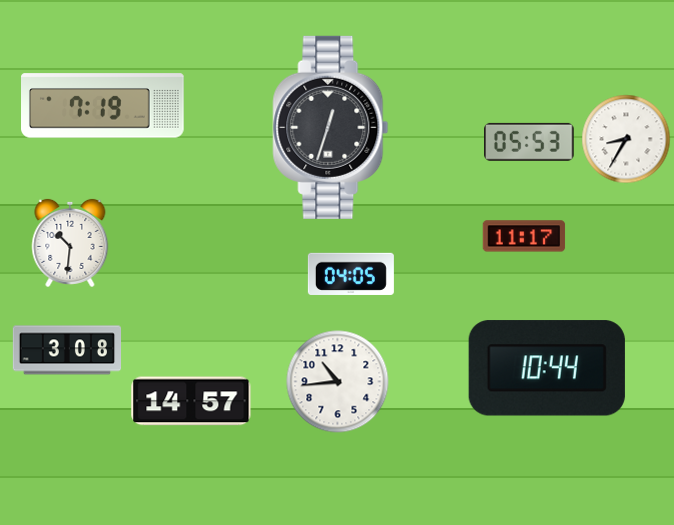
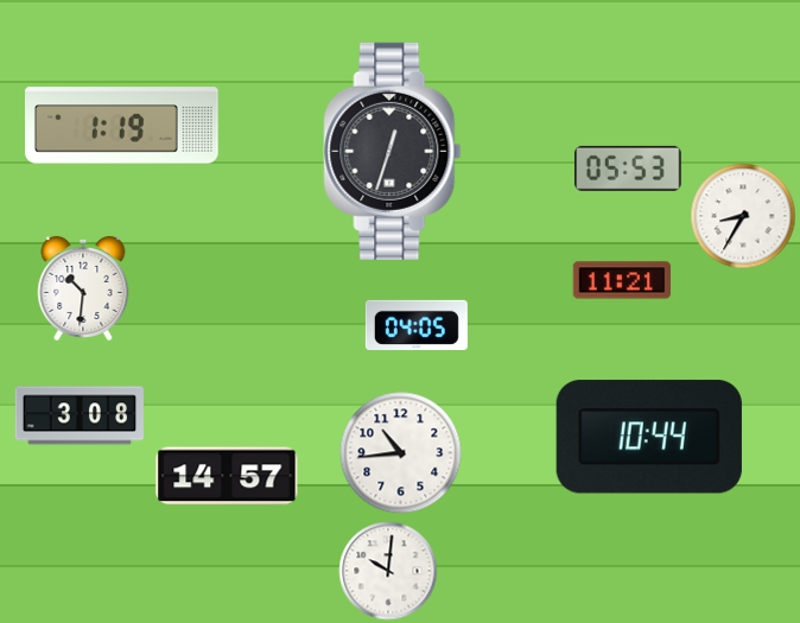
clock at (103, 106): 7:19 -> 1:19
clock at (626, 139) position: (626, 139) -> (743, 216)
clock at (524, 236): 11:17 -> 11:21
clock at (388, 571): none -> 10:01
